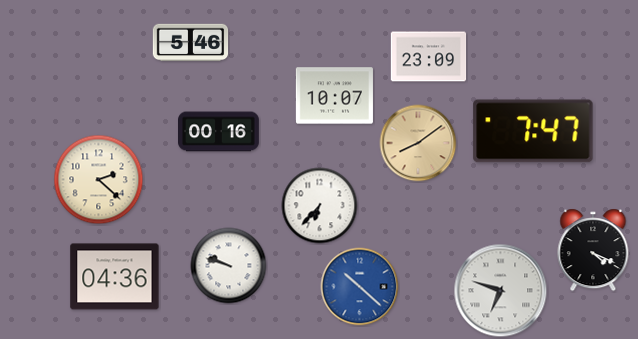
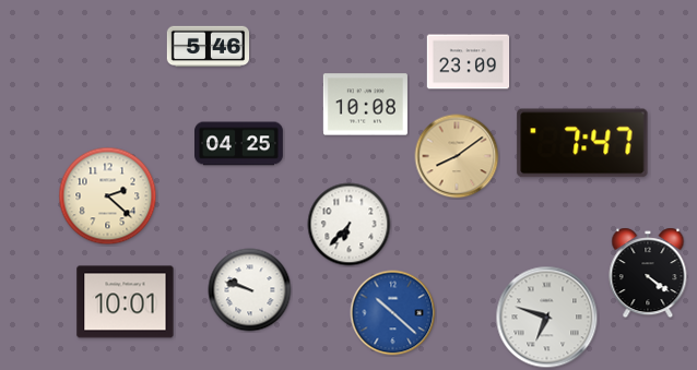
clock at (334, 96): 10:07 -> 10:08
clock at (219, 132): 00:16 -> 04:25
clock at (593, 250): 4:19 -> 4:21
clock at (115, 277): 04:36 -> 10:01
